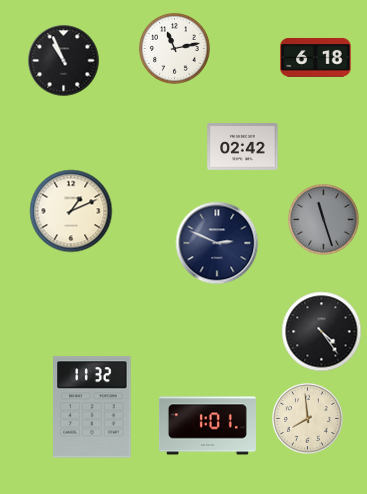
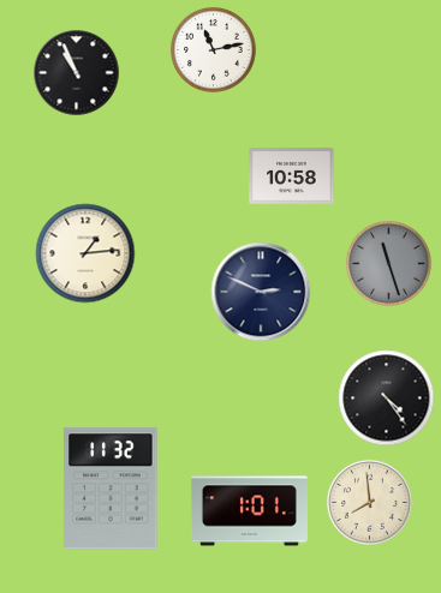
clock at (174, 48) position: (174, 48) -> (213, 49)
clock at (316, 58): 6:18 -> none
clock at (243, 146): 02:42 -> 10:58
clock at (71, 211): 1:11 -> 1:14
